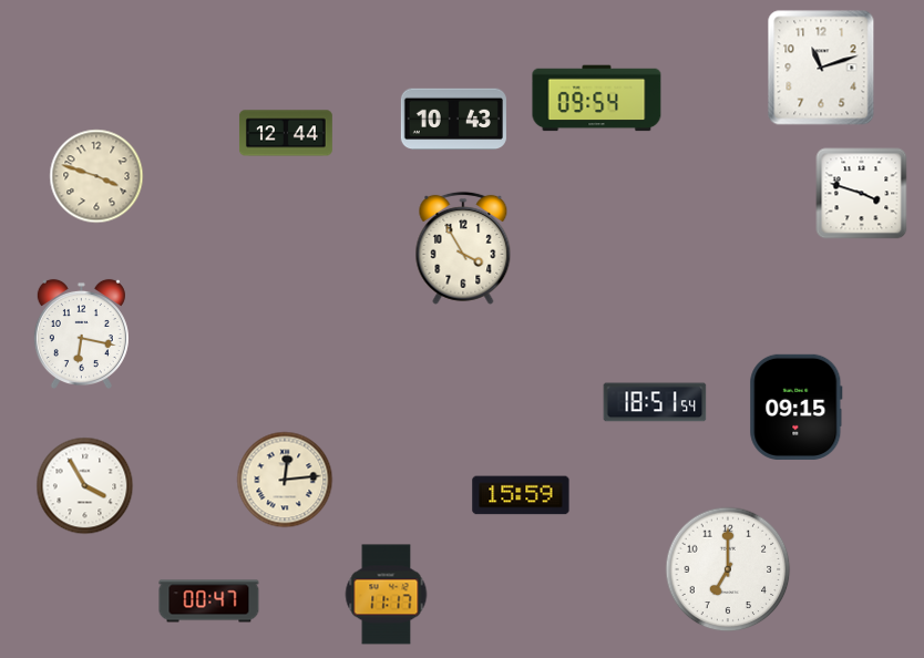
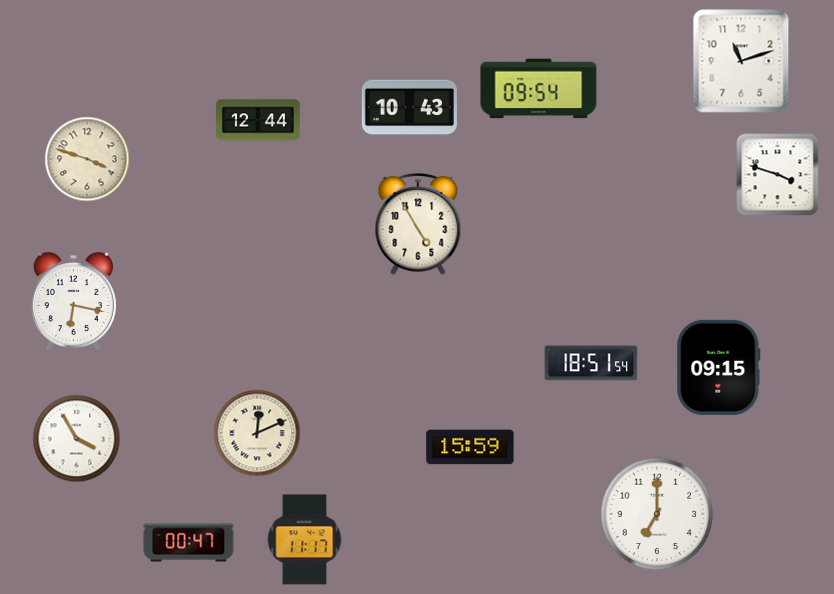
clock at (463, 248): 3:55 -> 4:55
clock at (285, 480): 12:14 -> 12:11
clock at (387, 595) position: (387, 595) -> (305, 540)
